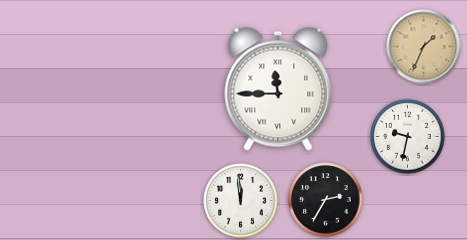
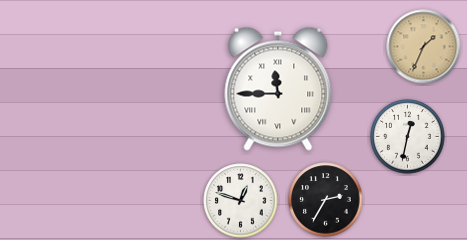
clock at (408, 137): 9:32 -> 12:32
clock at (241, 201): 11:59 -> 12:48
